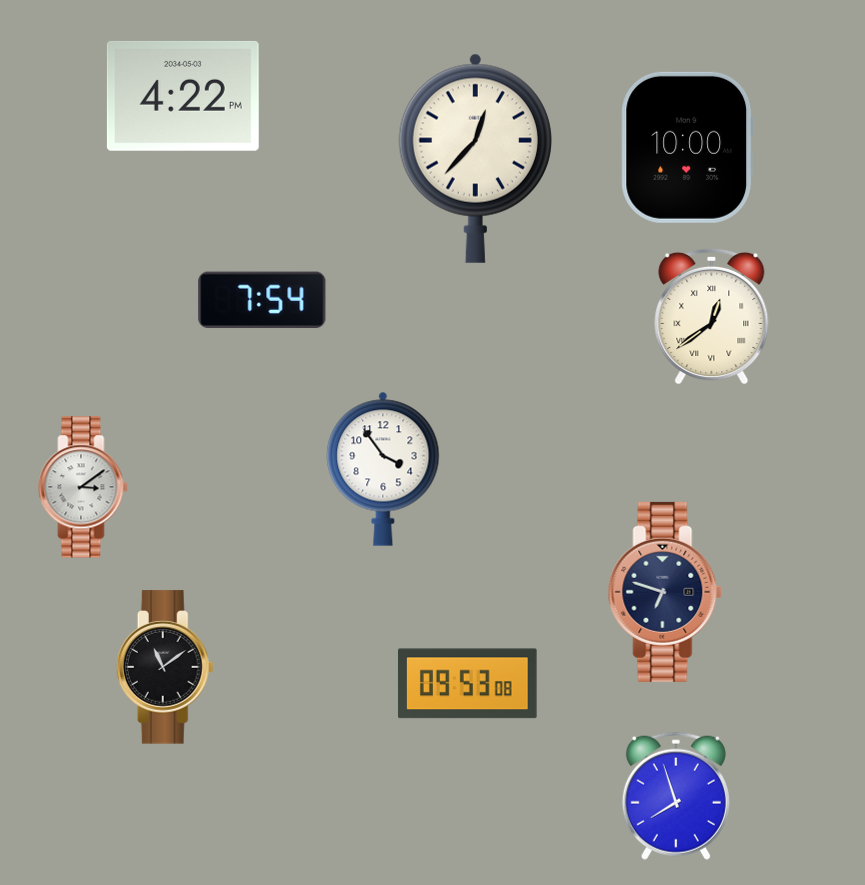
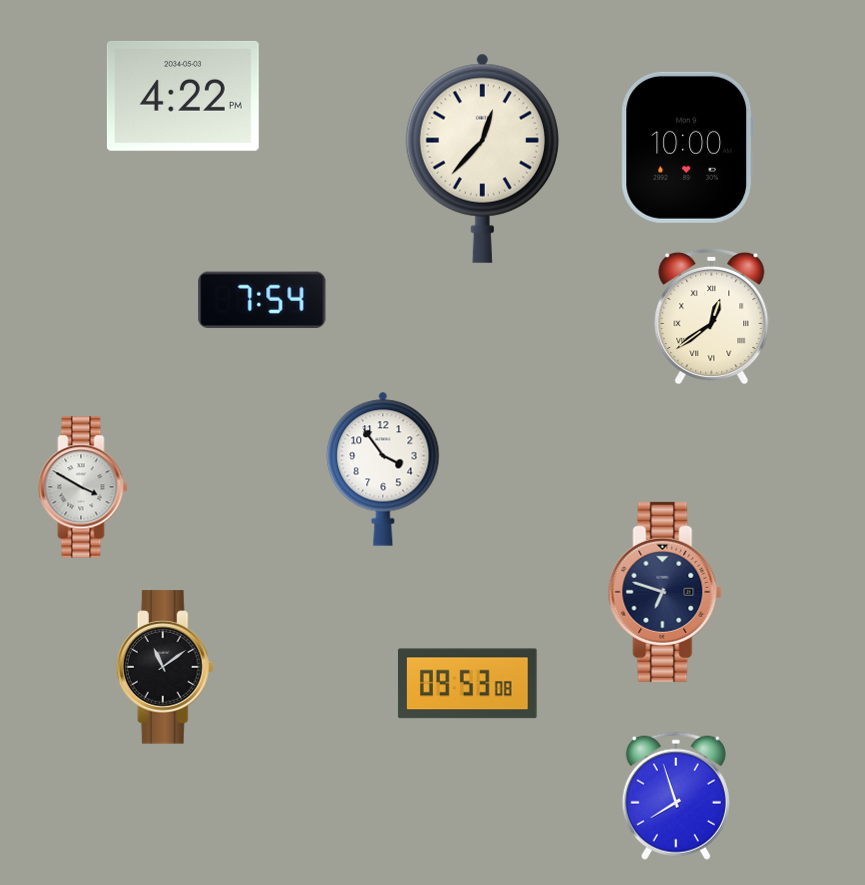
clock at (475, 158) position: (475, 158) -> (482, 158)
clock at (83, 487): 3:09 -> 3:50
